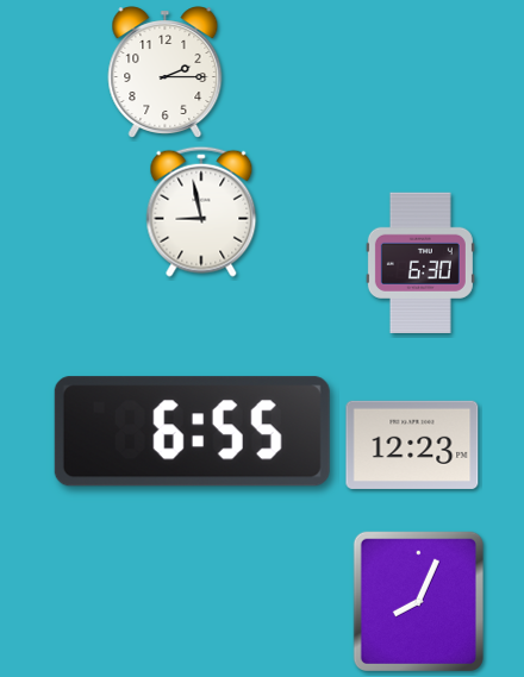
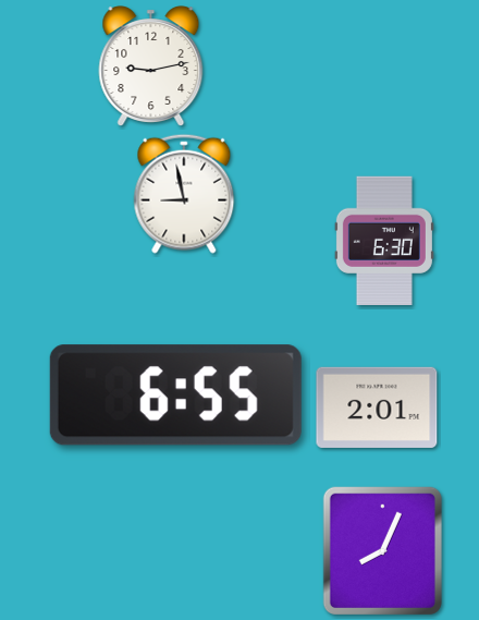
clock at (166, 73): 2:15 -> 9:13
clock at (412, 445): 12:23 -> 2:01
